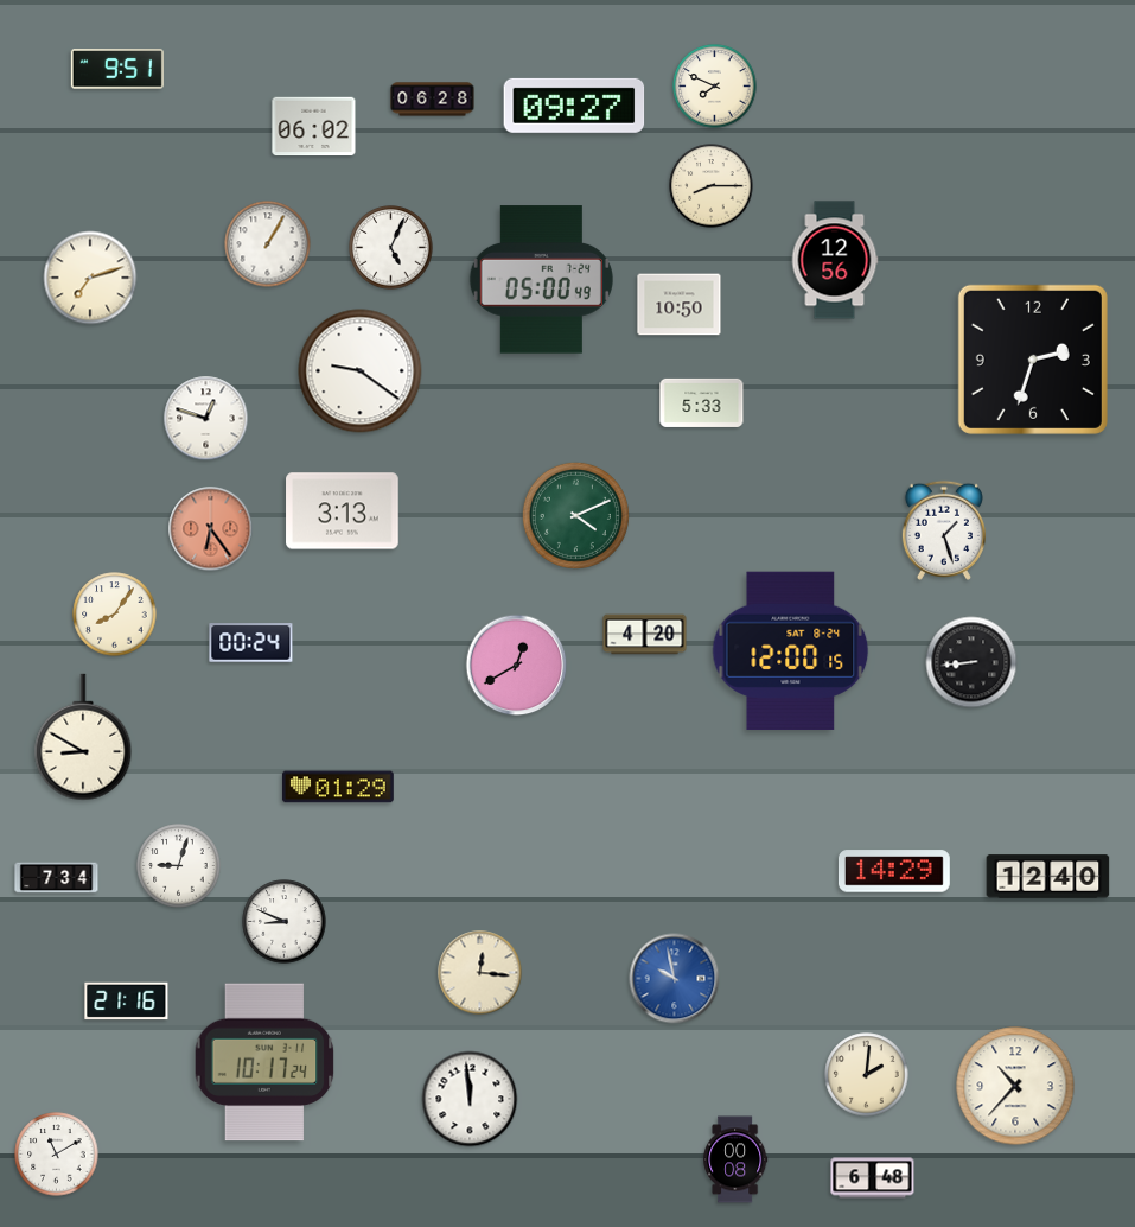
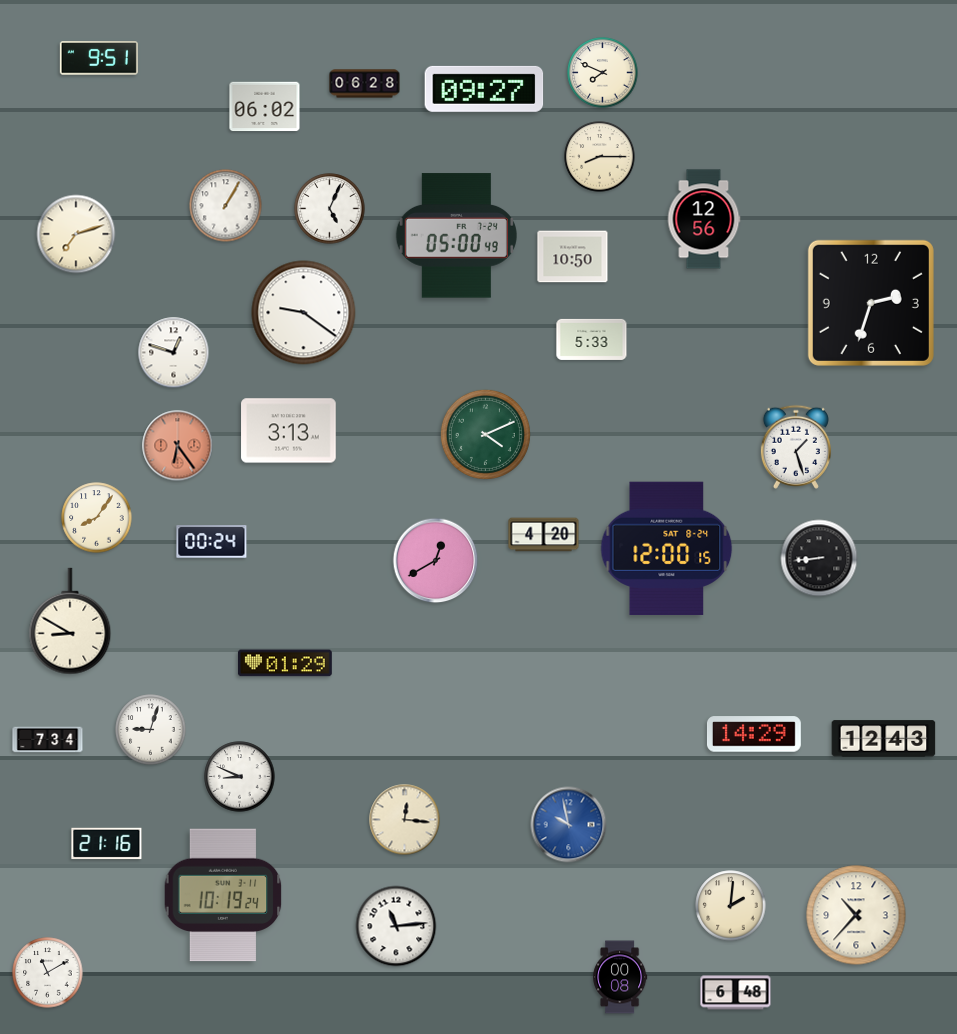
clock at (1048, 877): 12:40 -> 12:43
clock at (264, 1062): 10:17 -> 10:19
clock at (470, 1099): 11:59 -> 11:14
